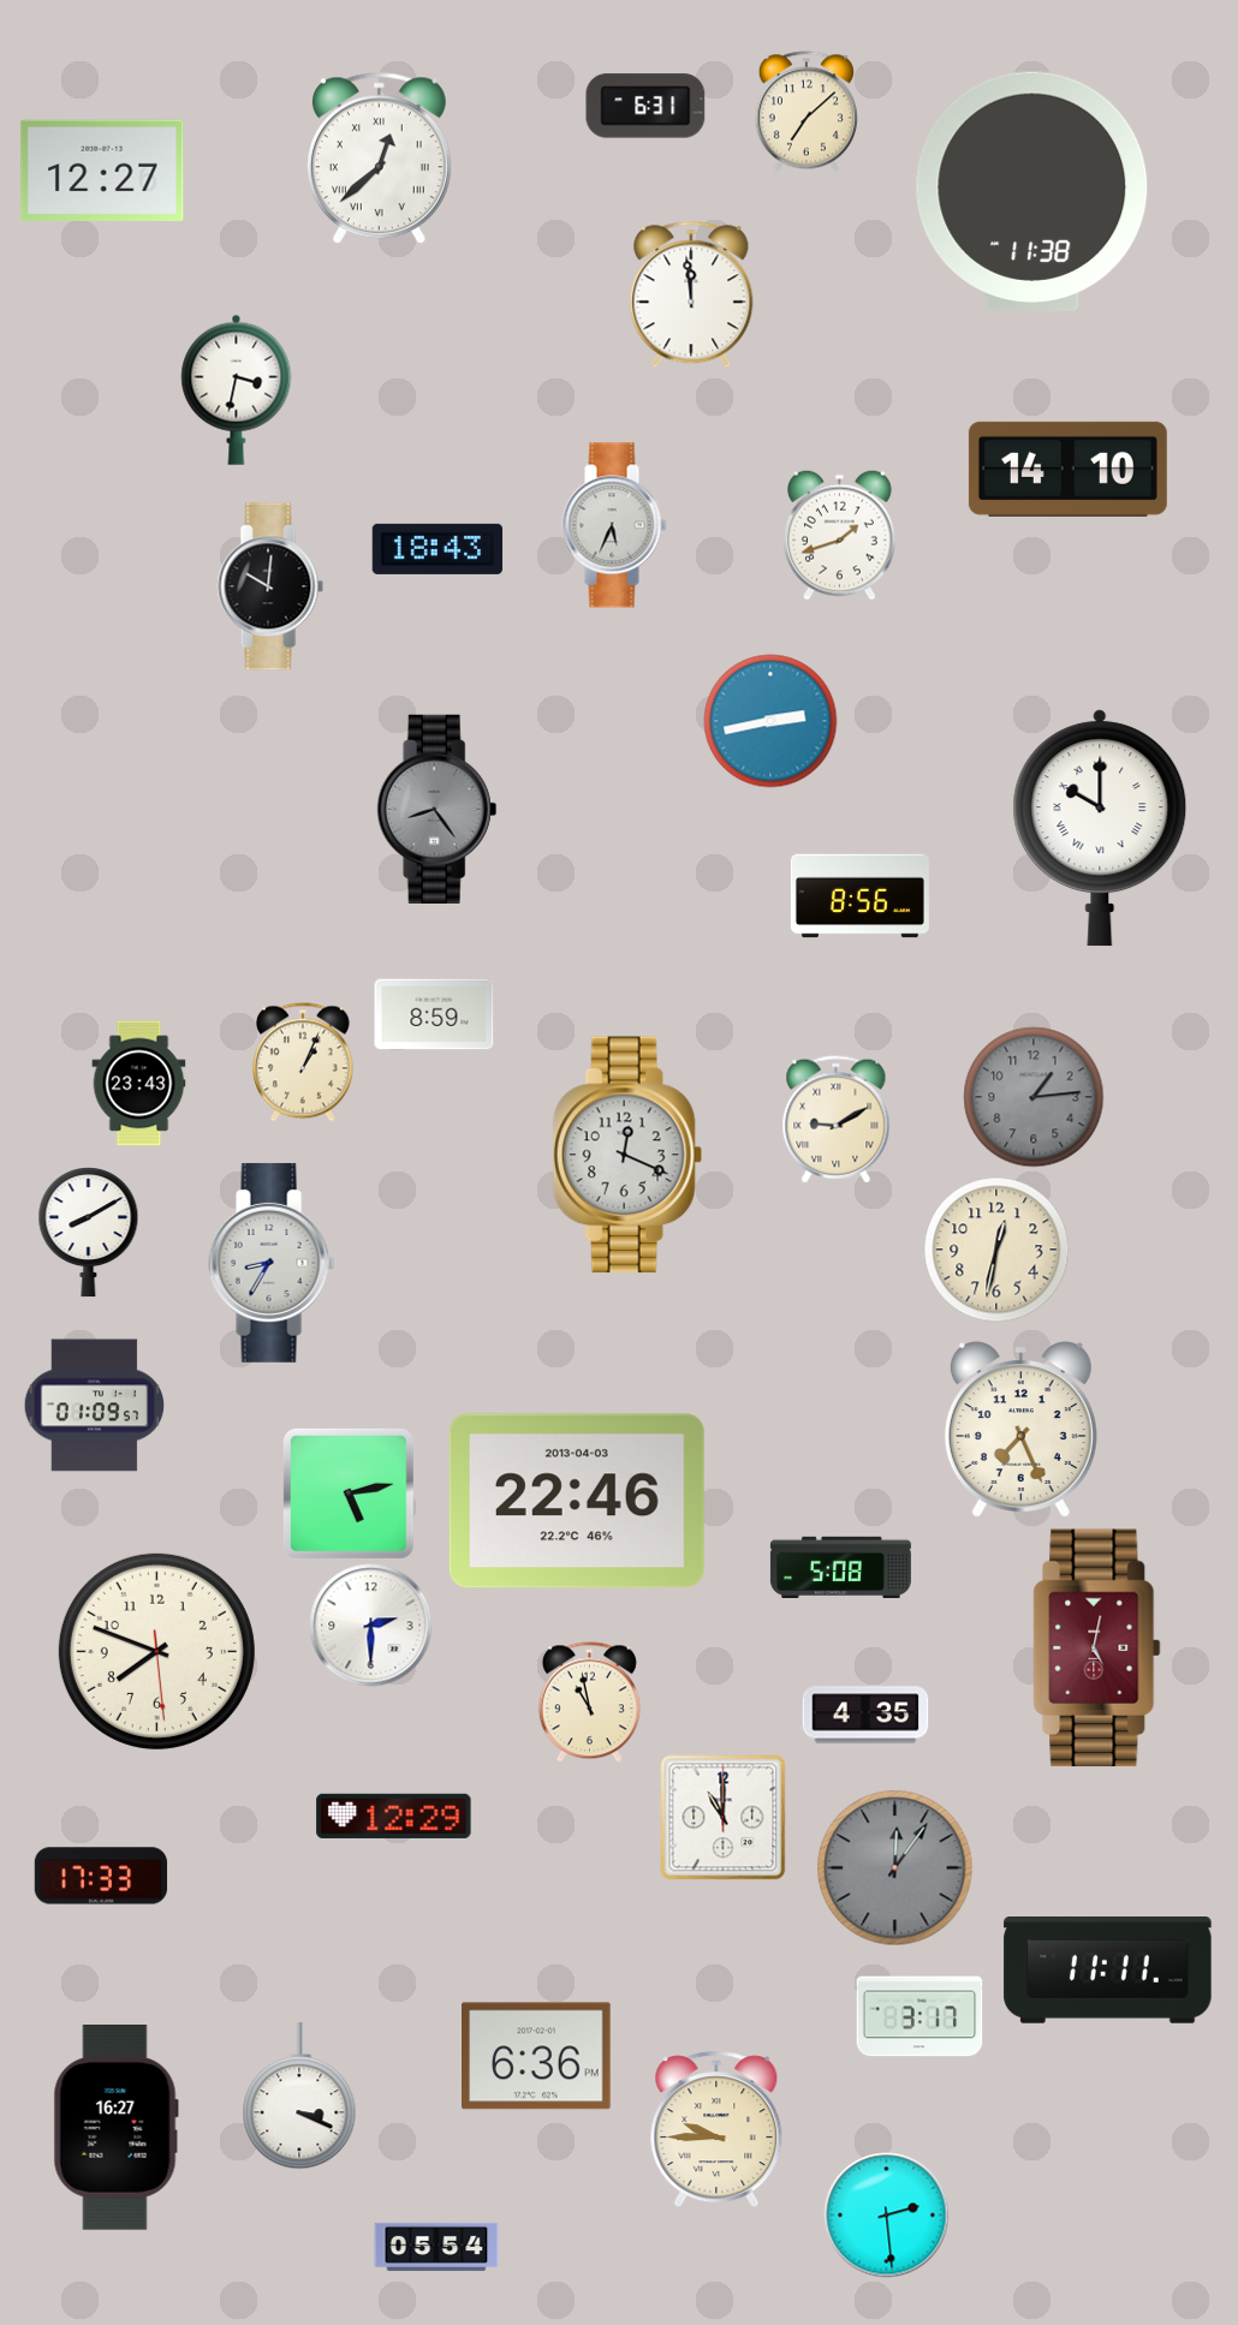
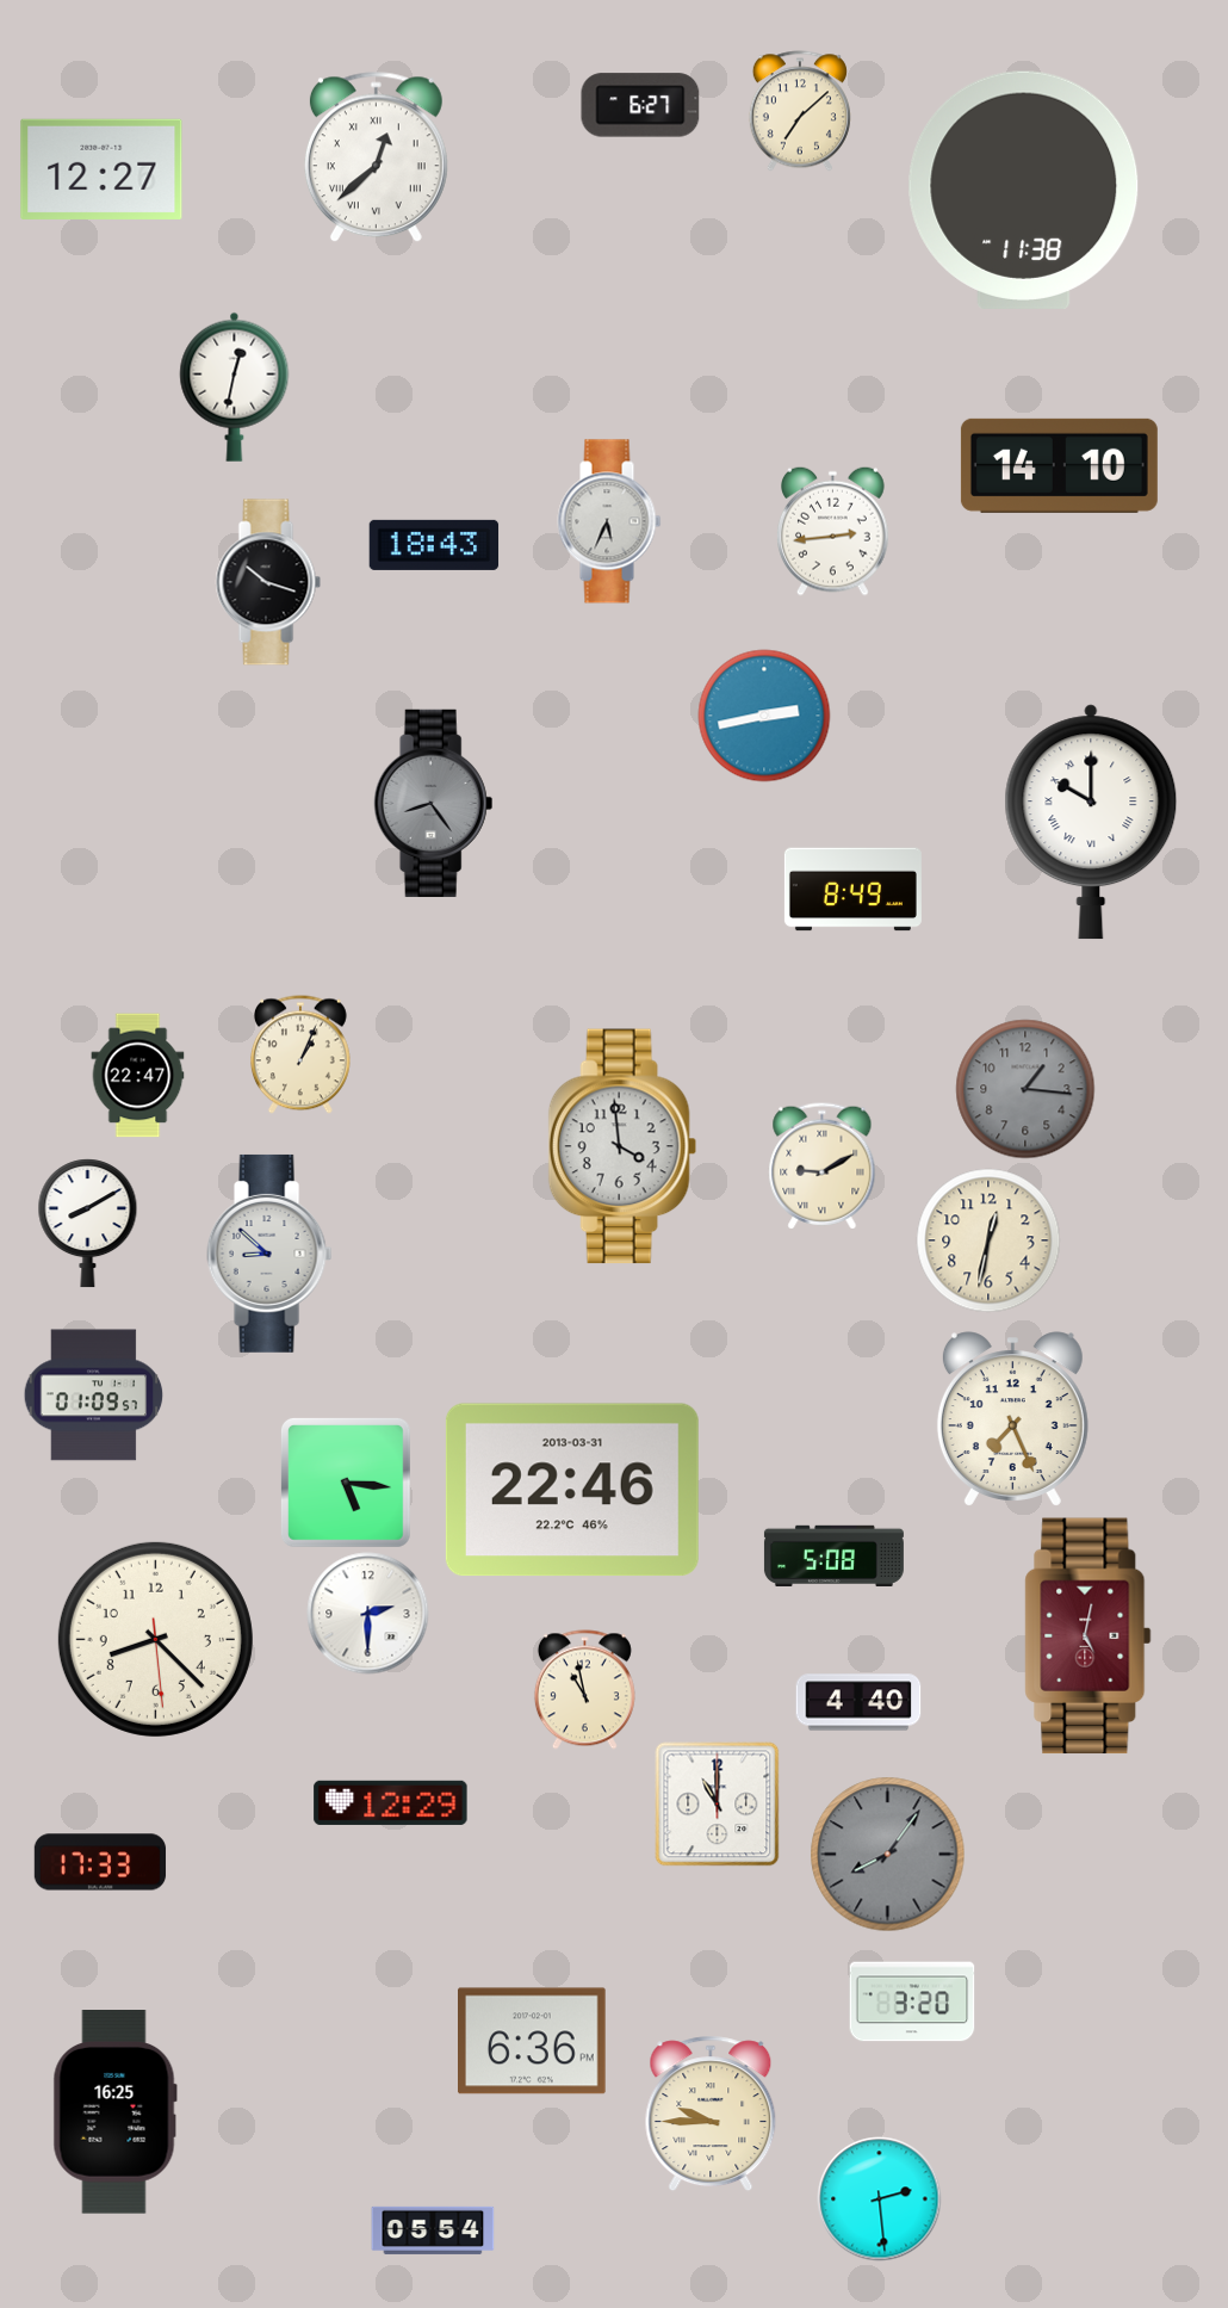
clock at (645, 106): 6:31 -> 6:27
clock at (691, 294): 11:59 -> none
clock at (237, 389): 3:32 -> 12:32
clock at (840, 535): 1:42 -> 2:44
clock at (270, 586): 10:01 -> 10:18
clock at (859, 896): 8:56 -> 8:49
clock at (434, 1014): 8:59 -> none
clock at (139, 1084): 23:43 -> 22:47
clock at (1034, 1097): 1:14 -> 1:16
clock at (837, 1120) position: (837, 1120) -> (823, 1167)
clock at (627, 1155): 12:19 -> 3:59
clock at (272, 1263): 8:35 -> 8:52
clock at (350, 1495): 5:13 -> 5:16
clock at (577, 1501) date: 2013-04-03 -> 2013-03-31
clock at (156, 1651): 7:48 -> 8:22
clock at (865, 1715): 4:35 -> 4:40
clock at (895, 1868): 12:06 -> 8:06
clock at (1108, 1971): 11:11 -> none
clock at (919, 2016): 3:17 -> 3:20
clock at (299, 2097): 3:19 -> none
clock at (115, 2128): 16:27 -> 16:25
